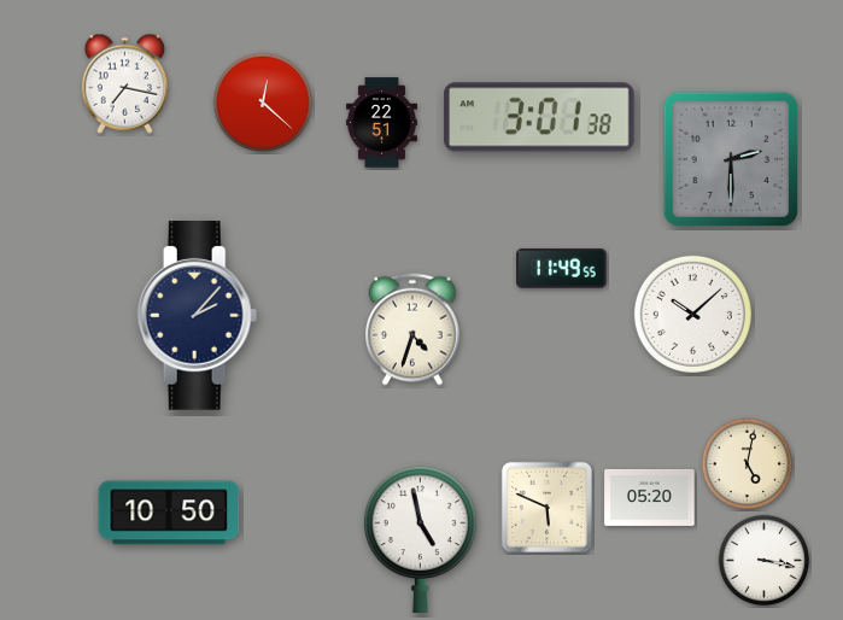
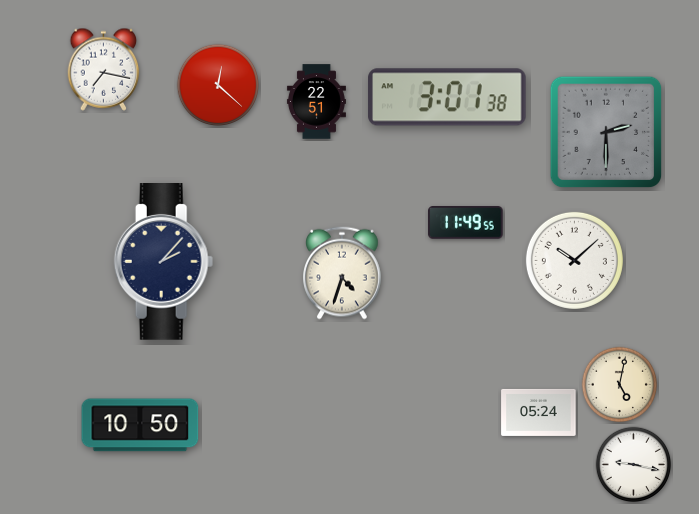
clock at (650, 497): 05:20 -> 05:24
clock at (546, 507): 5:49 -> none
clock at (420, 539): 4:58 -> none
clock at (765, 561): 3:17 -> 9:17
